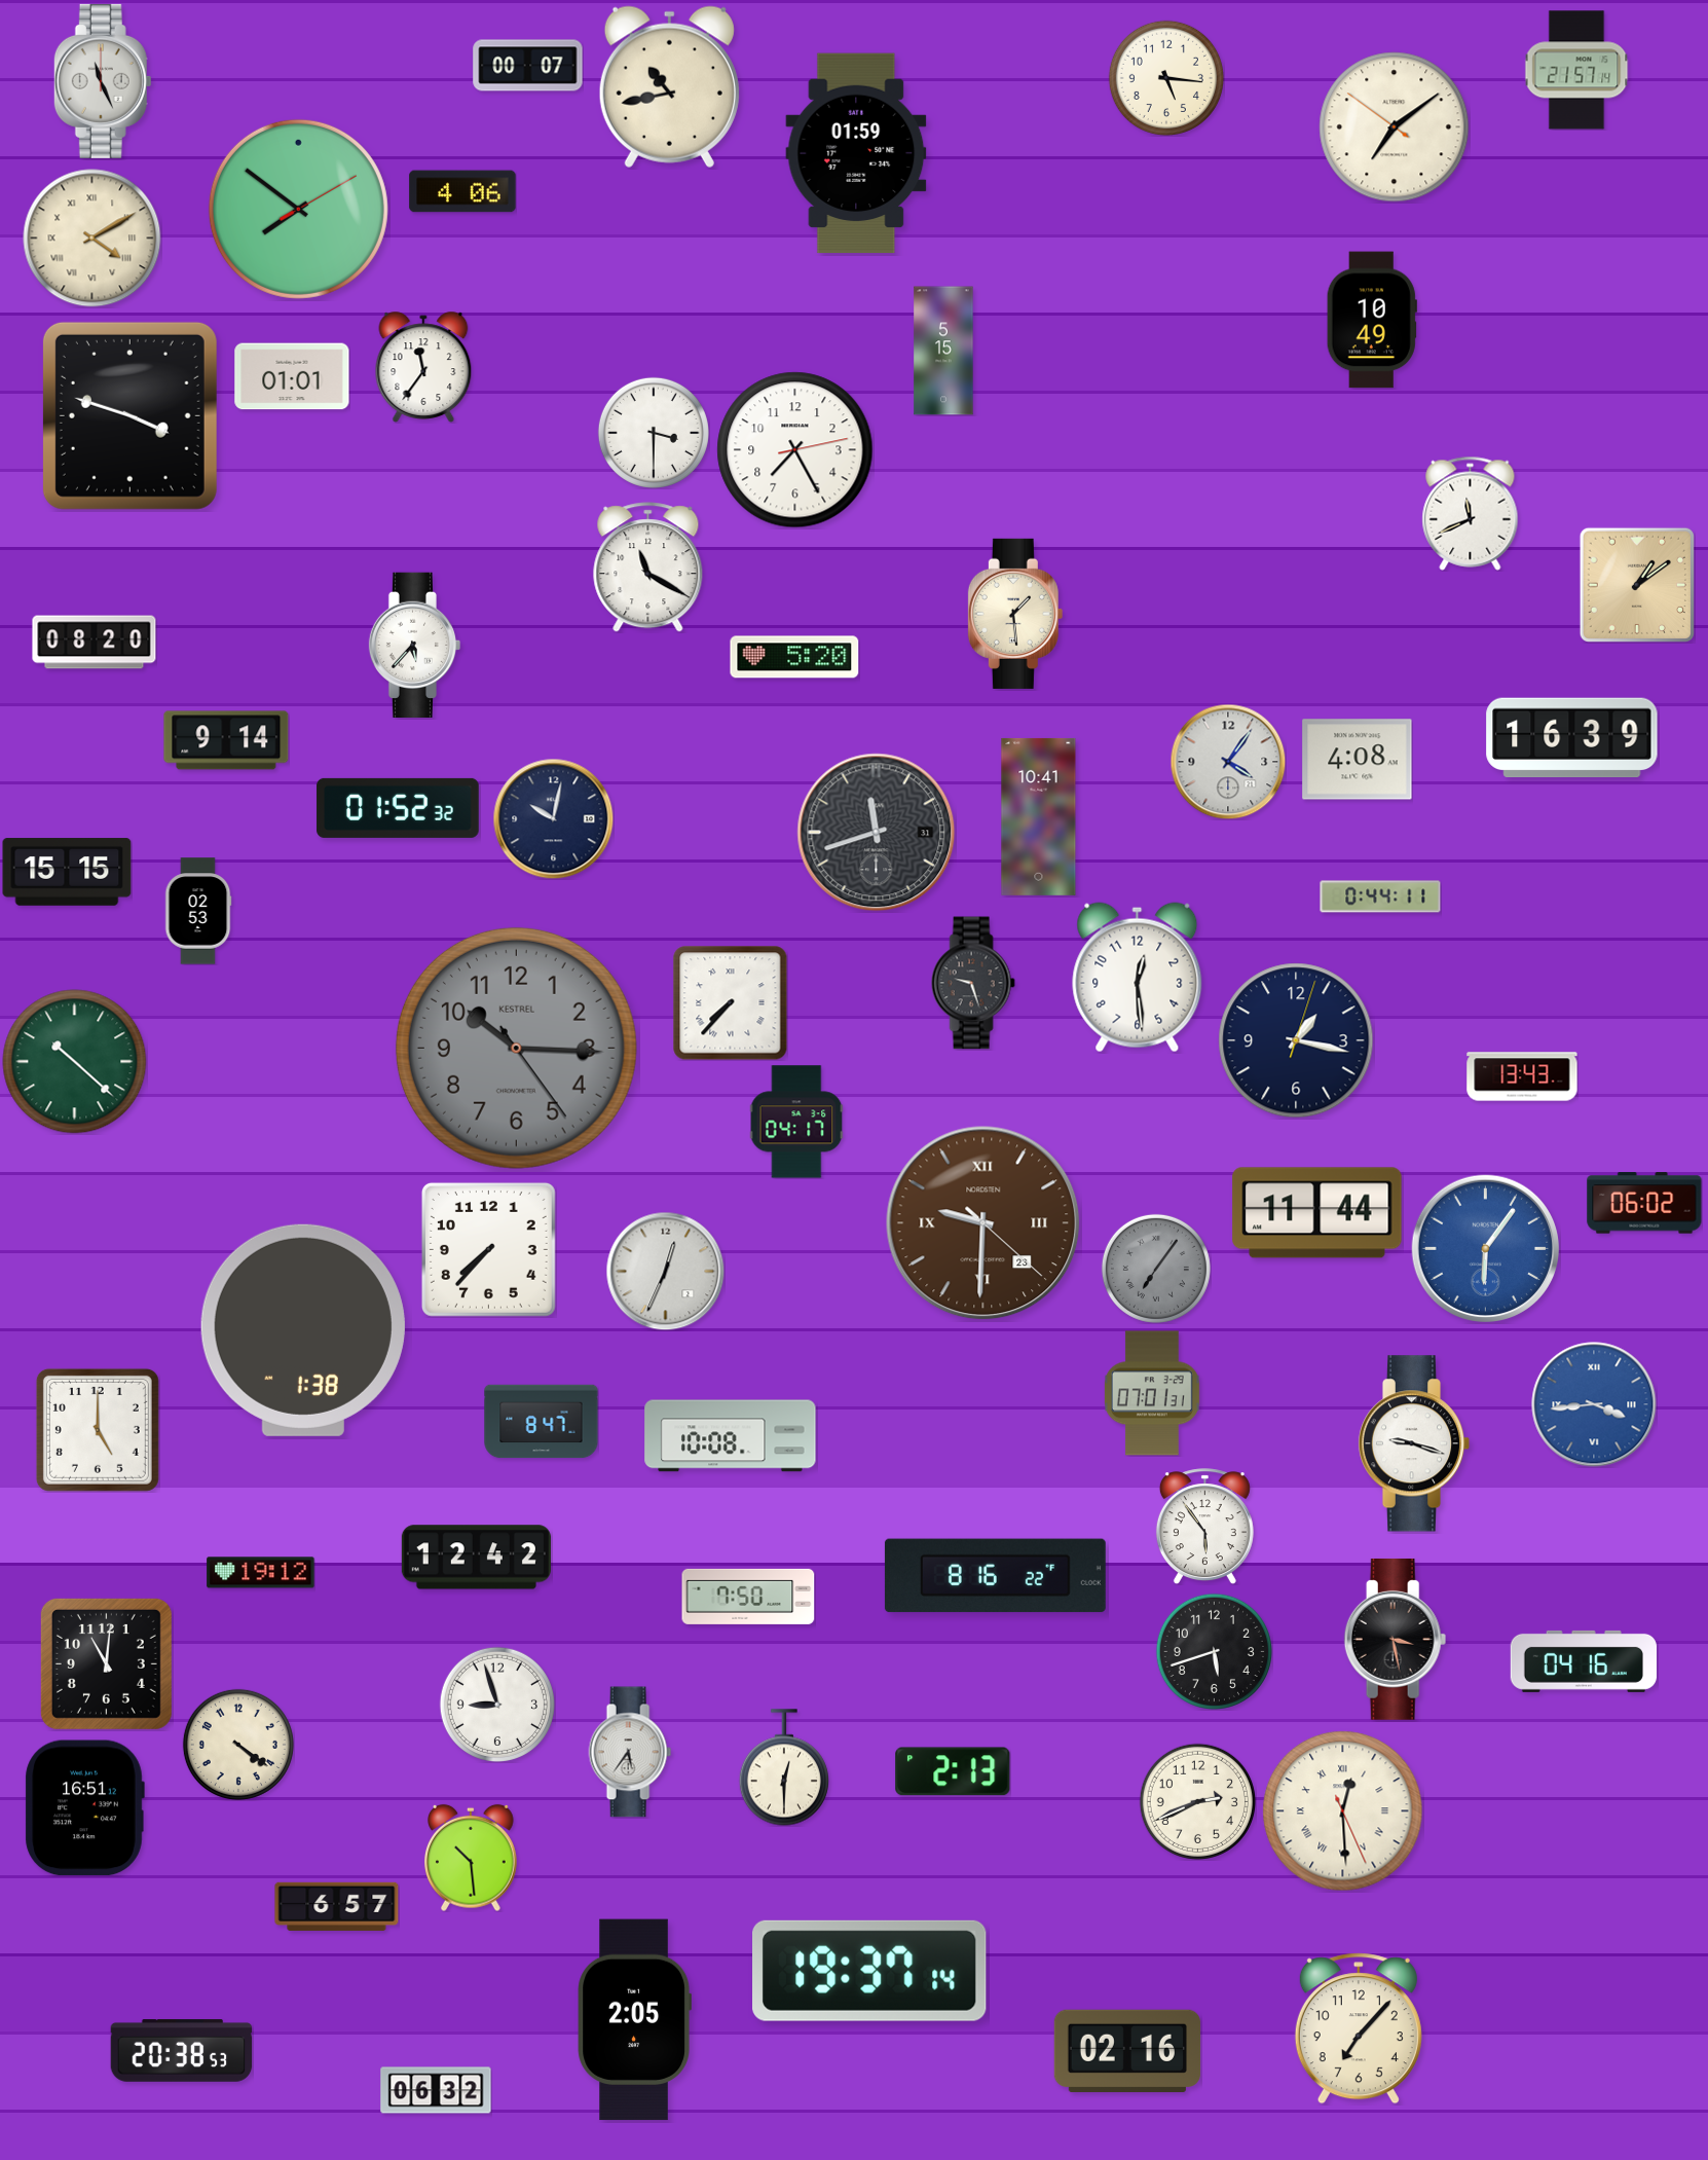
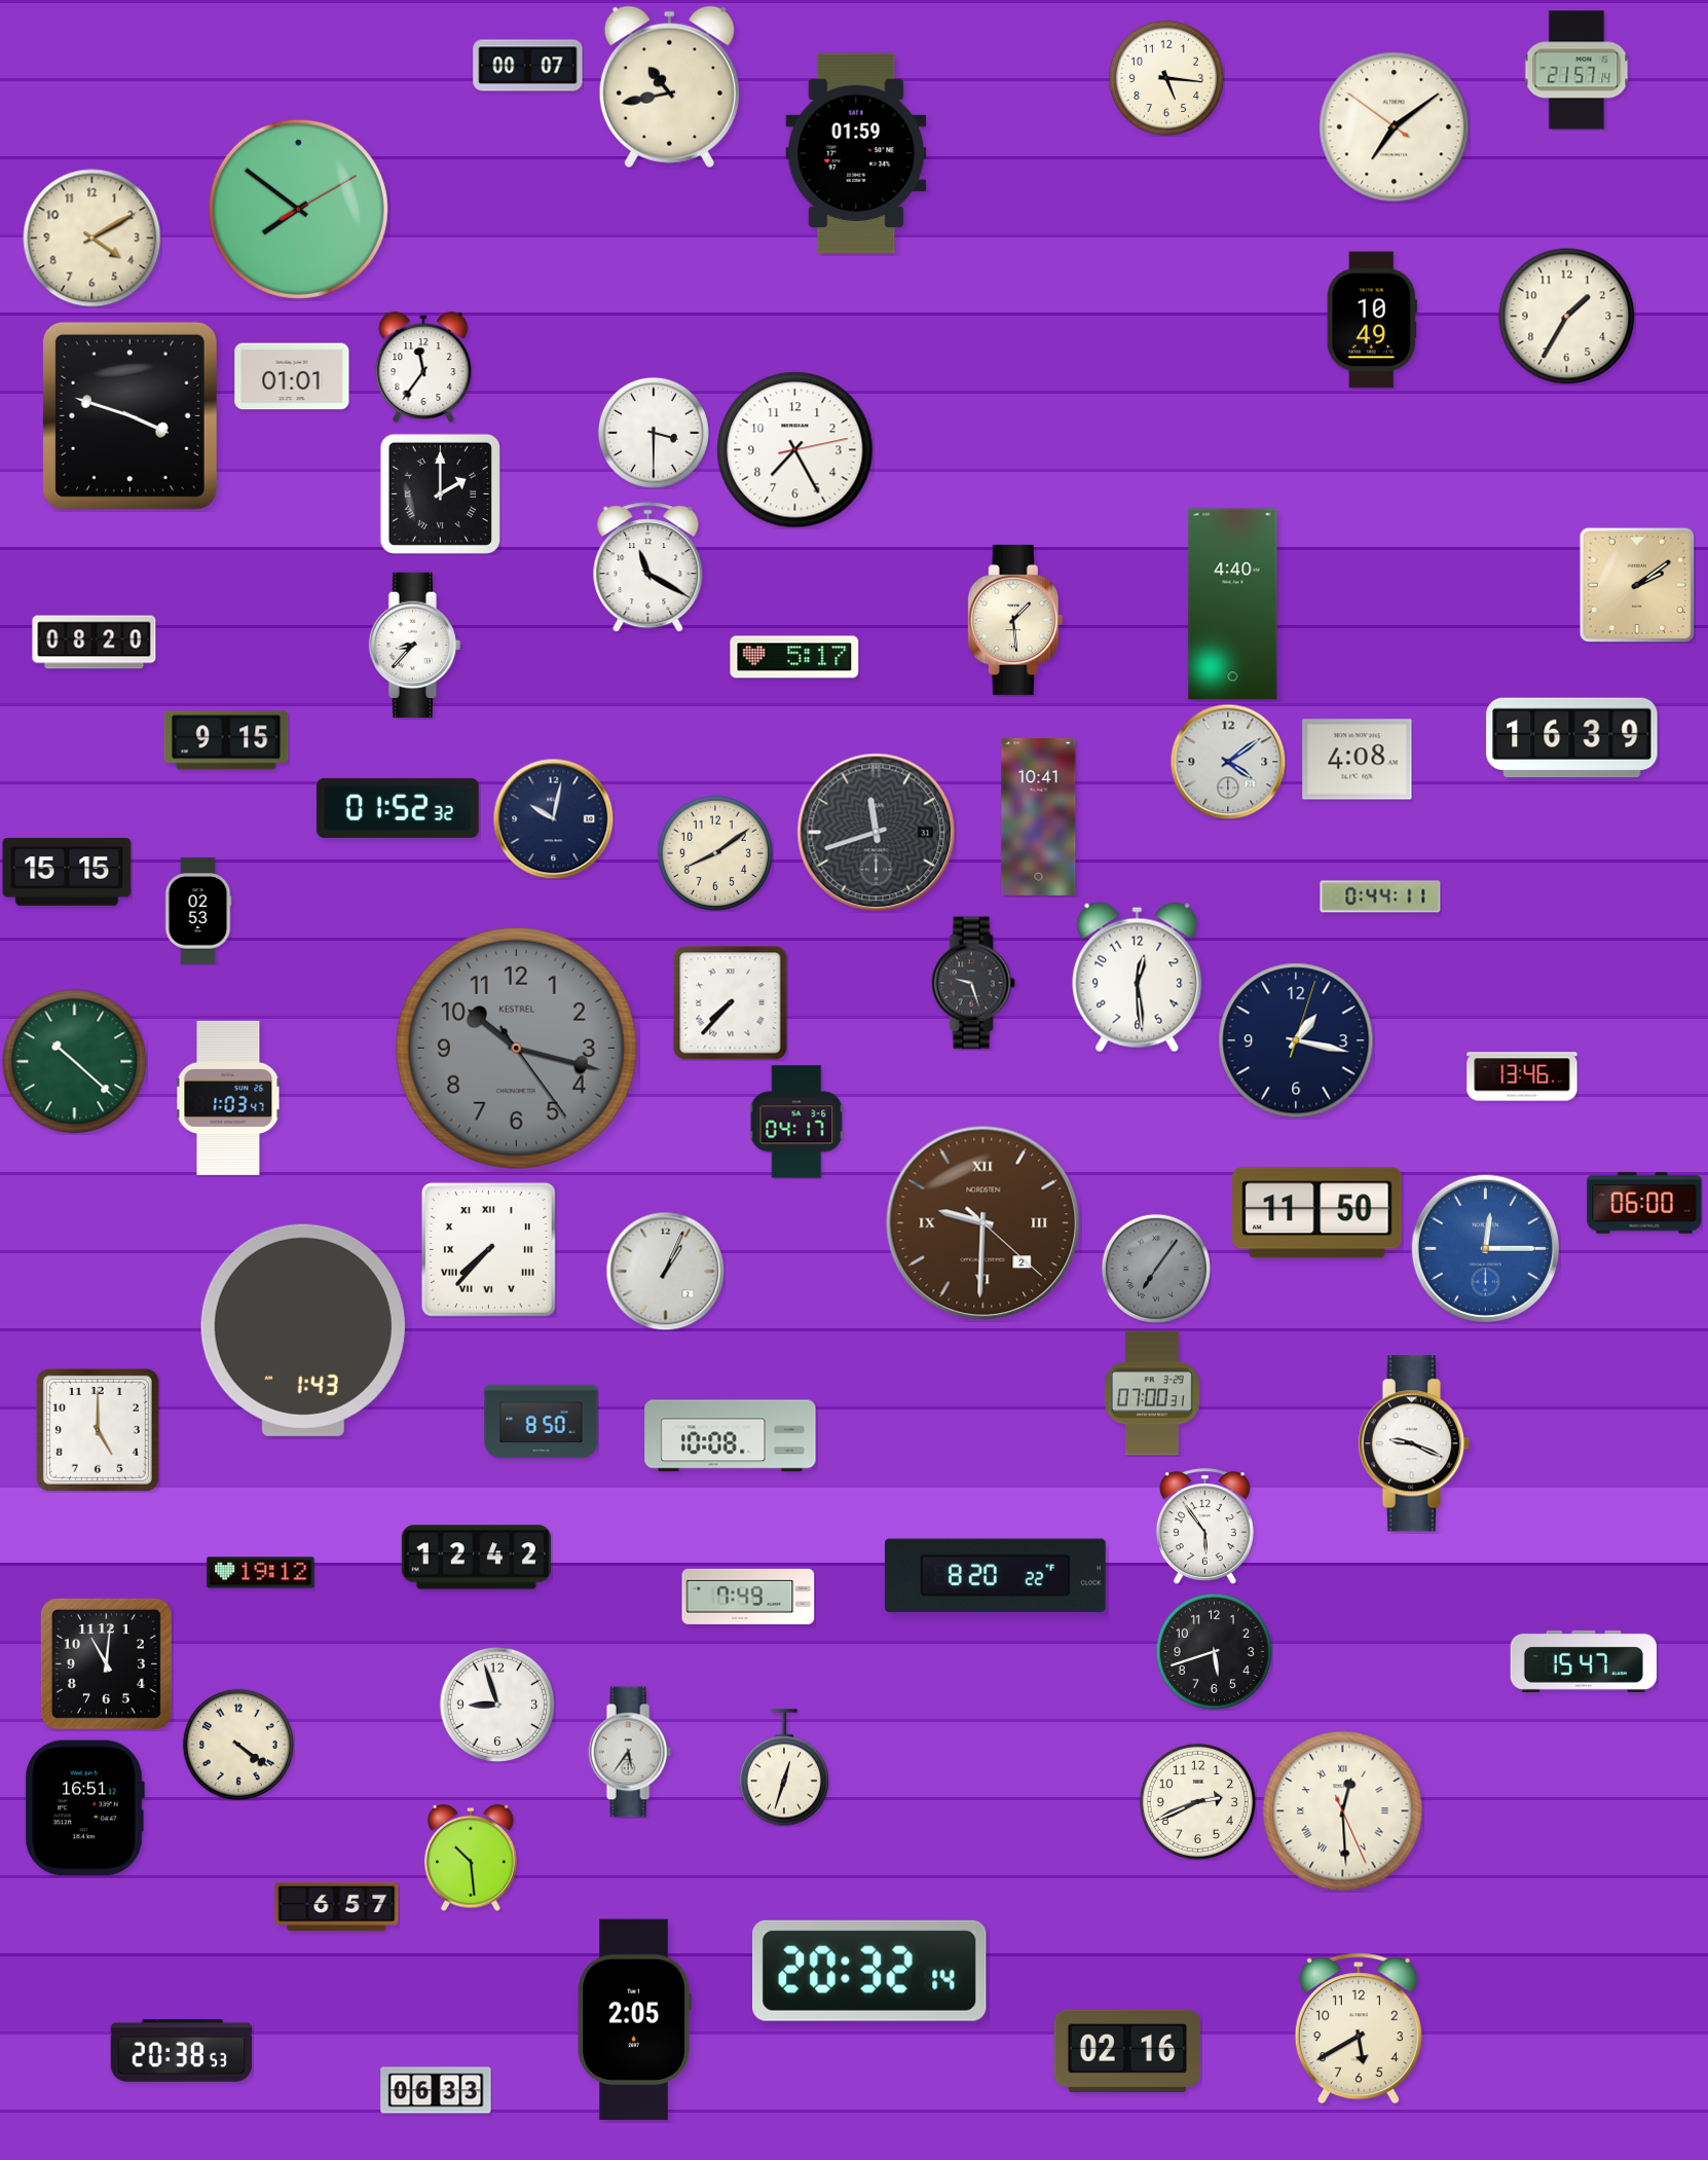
clock at (103, 81): 11:26 -> none
clock at (462, 191): 4:06 -> none
clock at (92, 239) numerals: Roman -> Arabic
clock at (1567, 317): none -> 1:35
clock at (943, 351): 5:15 -> none
clock at (440, 493): none -> 2:00
clock at (1471, 513): 11:41 -> none
clock at (1637, 585): 1:09 -> 2:09
clock at (1233, 605): none -> 4:40
clock at (1015, 614) position: (1015, 614) -> (1015, 620)
clock at (415, 645): 5:37 -> 8:37
clock at (794, 657): 5:20 -> 5:17
clock at (226, 740): 9:14 -> 9:15
clock at (1228, 762): 4:06 -> 4:09
clock at (715, 853): none -> 8:09
clock at (516, 1048): 10:15 -> 10:17
clock at (1522, 1076): 13:43 -> 13:46
clock at (228, 1098): none -> 1:03
clock at (1644, 1203): 06:02 -> 06:00
clock at (1317, 1213): 11:44 -> 11:50
clock at (983, 1223) date: 23 -> 2
clock at (1485, 1248): 6:06 -> 12:15
clock at (488, 1249) numerals: Arabic -> Roman
clock at (665, 1271): 12:34 -> 1:04
clock at (303, 1330): 1:38 -> 1:43
clock at (1152, 1393): 07:01 -> 07:00
clock at (1594, 1404): 3:44 -> none
clock at (542, 1422): 8:47 -> 8:50
clock at (1414, 1443): 9:18 -> 9:19
clock at (995, 1576): 8:16 -> 8:20
clock at (748, 1597): 7:50 -> 7:49
clock at (1396, 1639): 3:28 -> none
clock at (1584, 1661): 04:16 -> 15:47
clock at (784, 1767): 12:30 -> 12:33
clock at (953, 1771): 2:13 -> none
clock at (870, 1971): 19:37 -> 20:32
clock at (1359, 2028): 7:07 -> 5:40
clock at (436, 2090): 06:32 -> 06:33
